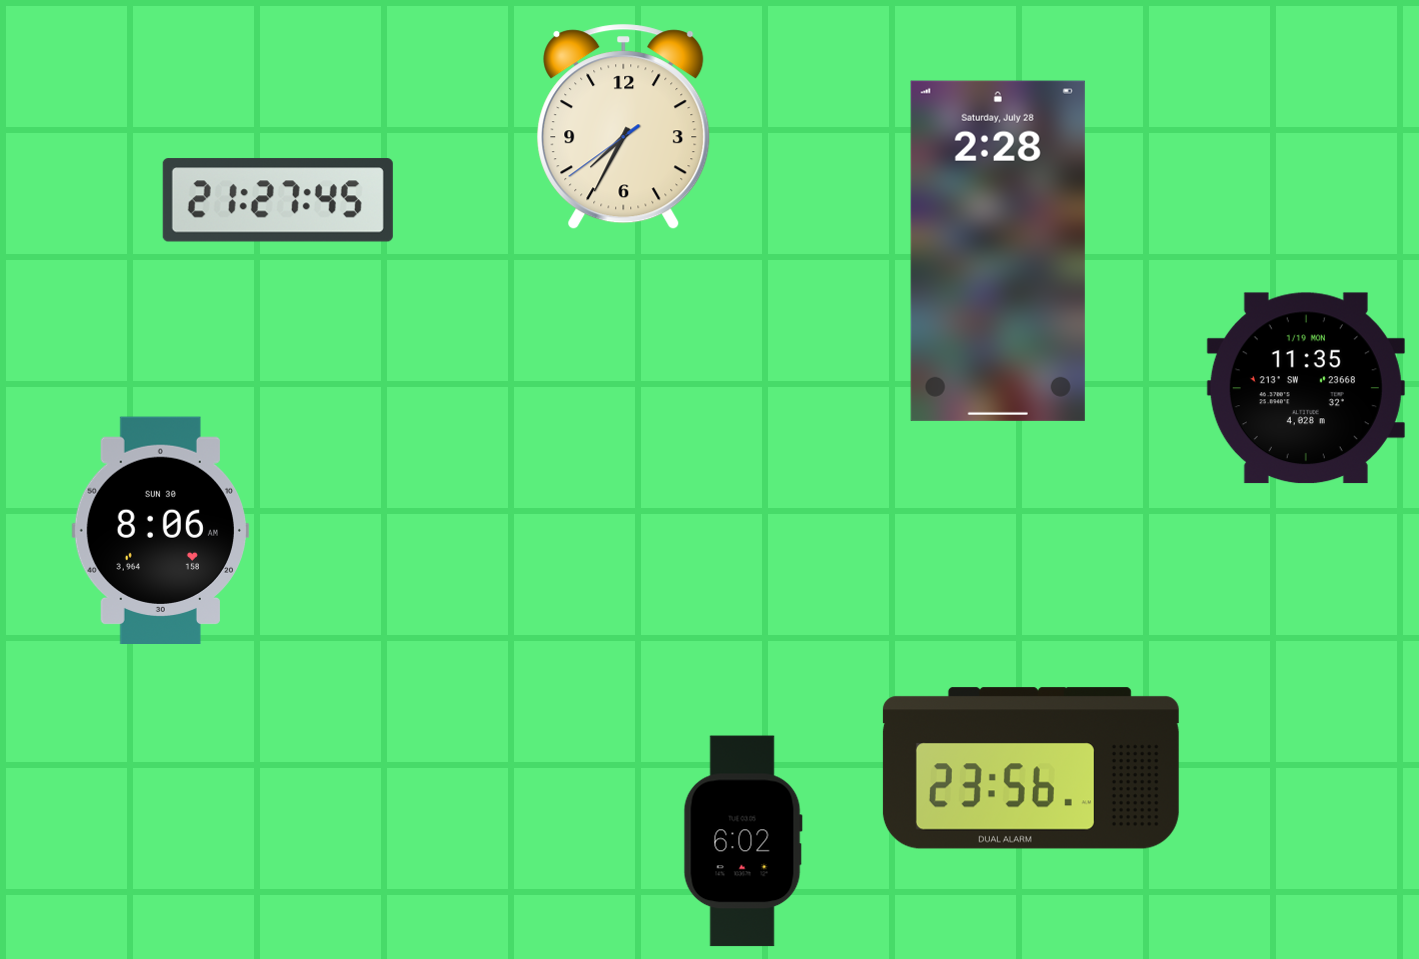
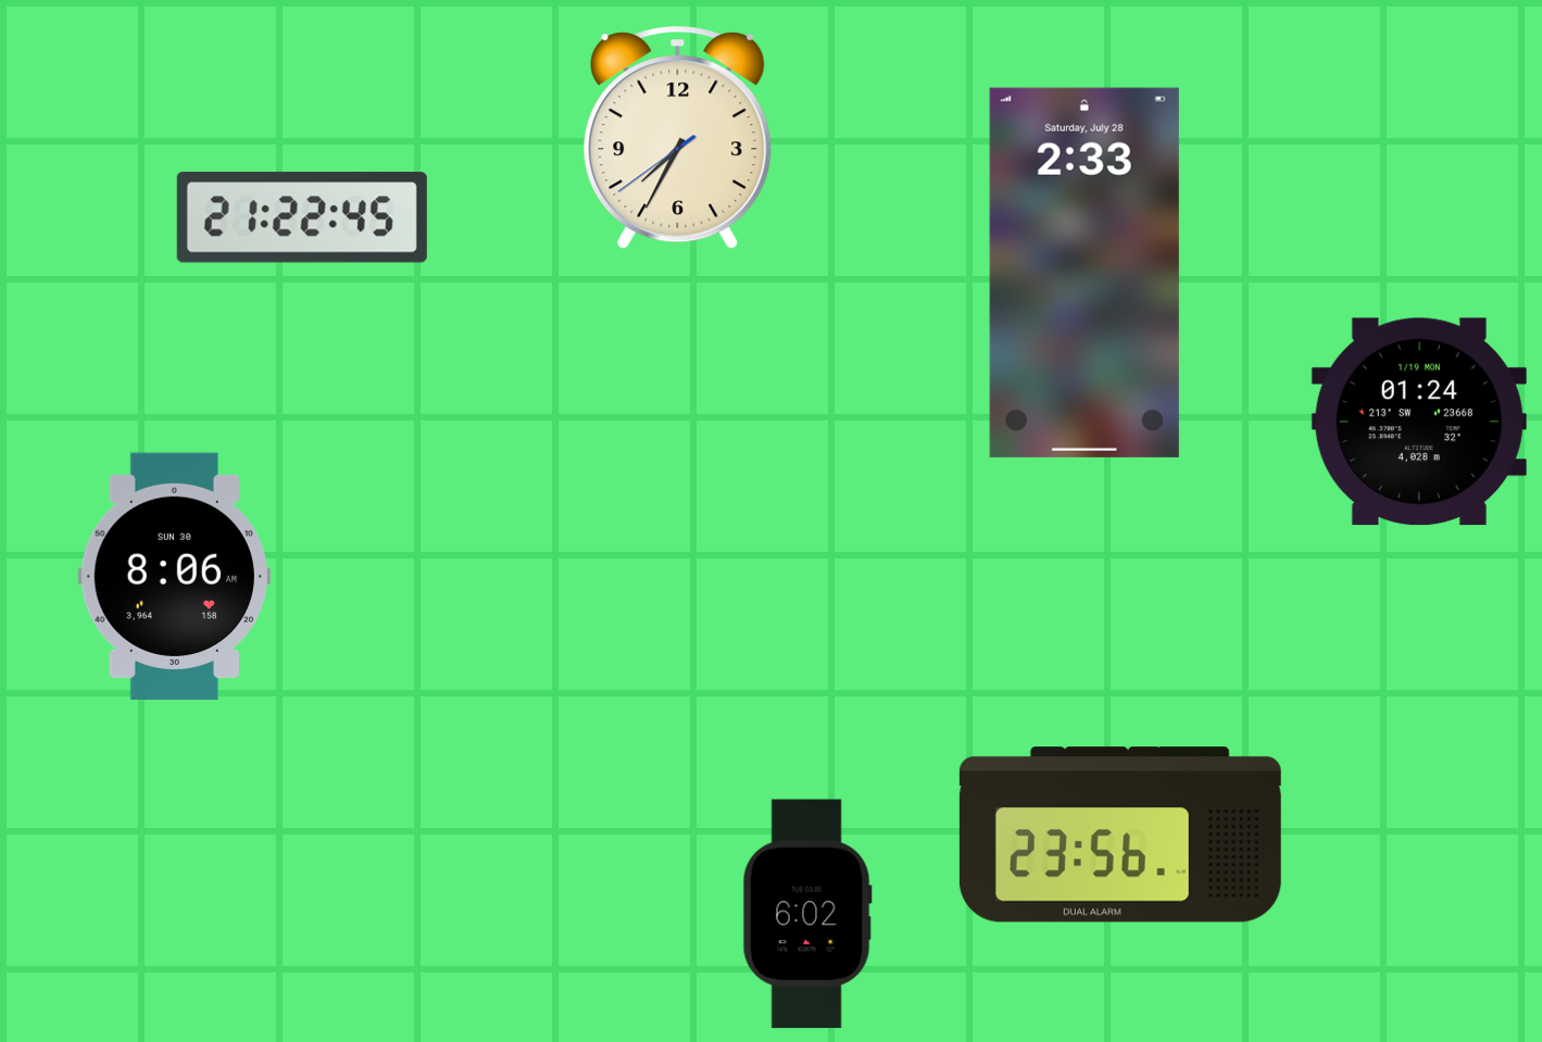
clock at (278, 200): 21:27 -> 21:22
clock at (998, 251): 2:28 -> 2:33
clock at (1306, 388): 11:35 -> 01:24
